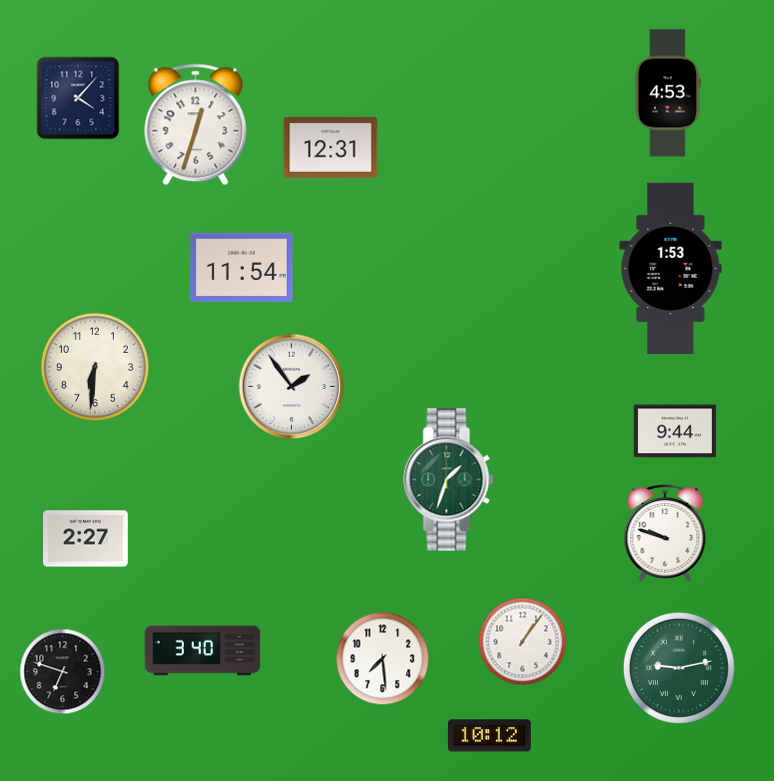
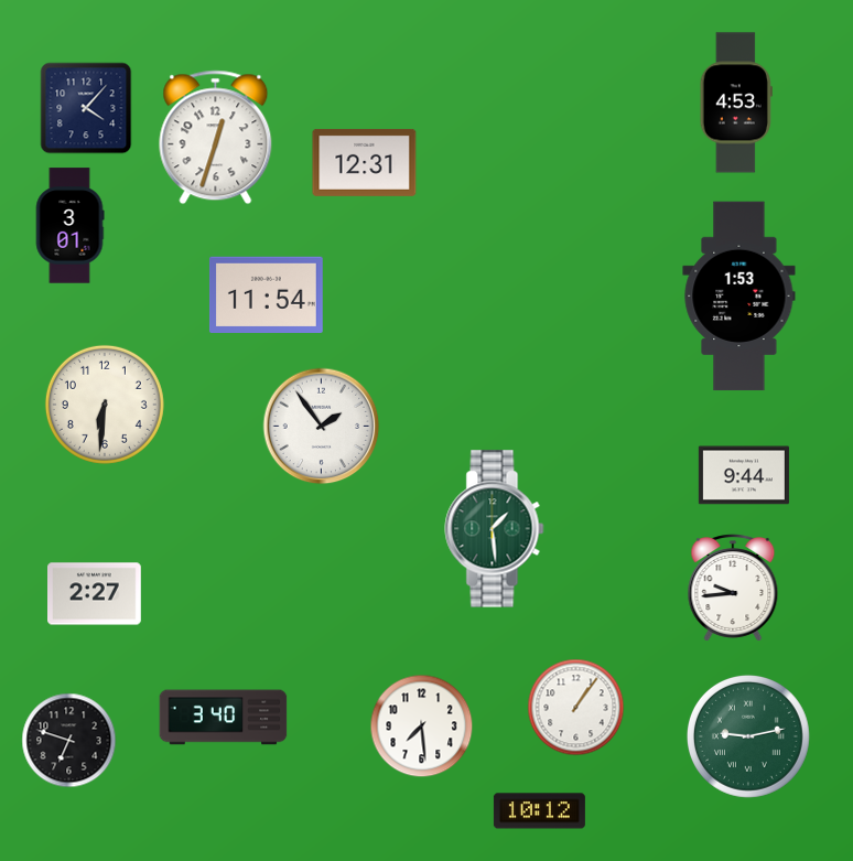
clock at (69, 226): none -> 3:01
clock at (449, 480): 1:33 -> 1:29
clock at (665, 534): 9:48 -> 9:44
